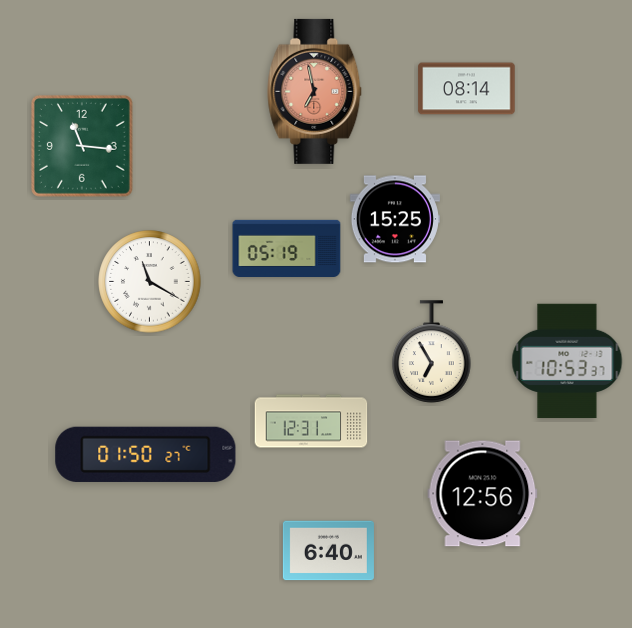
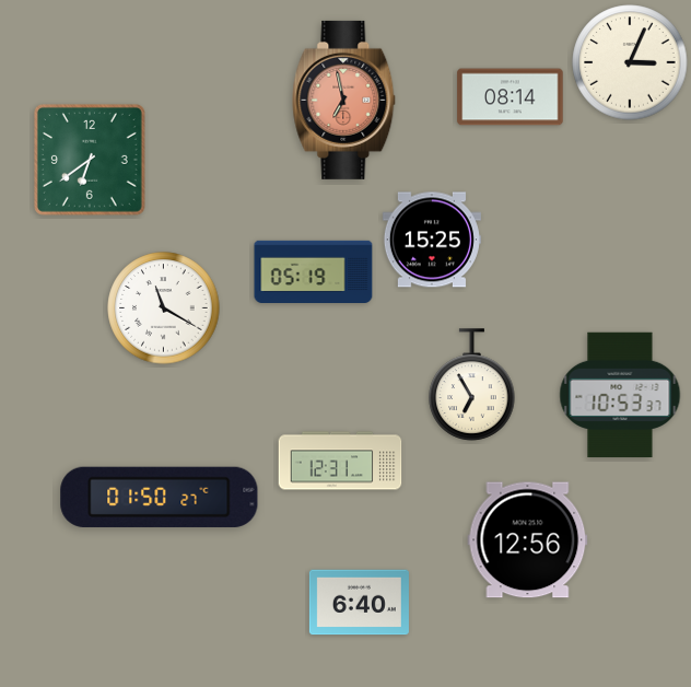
clock at (630, 62): none -> 3:04
clock at (82, 146): 11:16 -> 6:39
